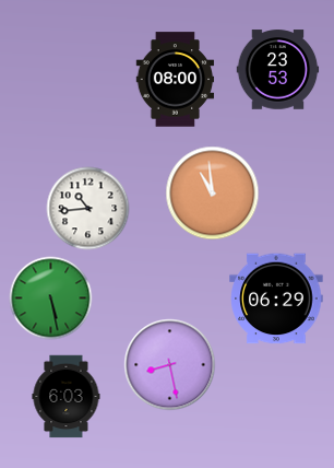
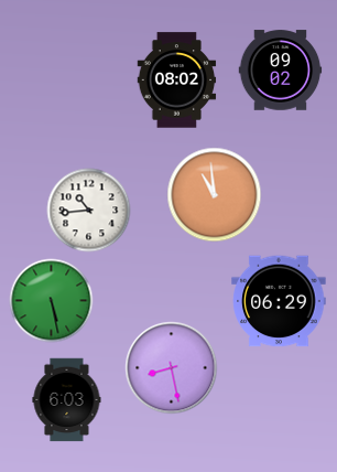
clock at (278, 70): 23:53 -> 09:02
clock at (176, 80): 08:00 -> 08:02
